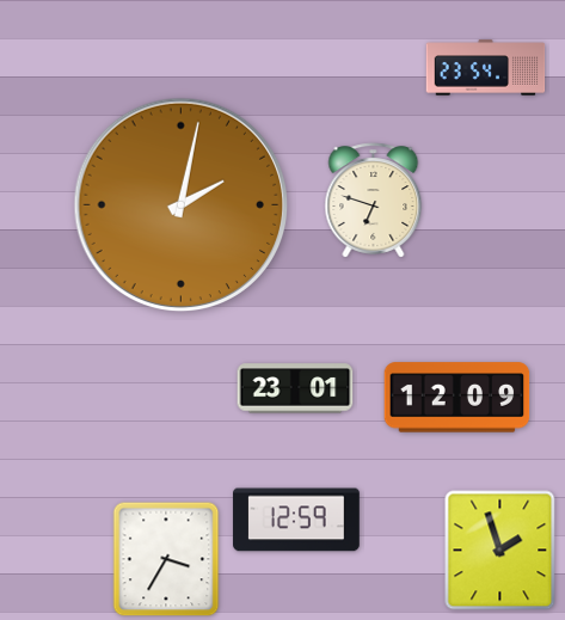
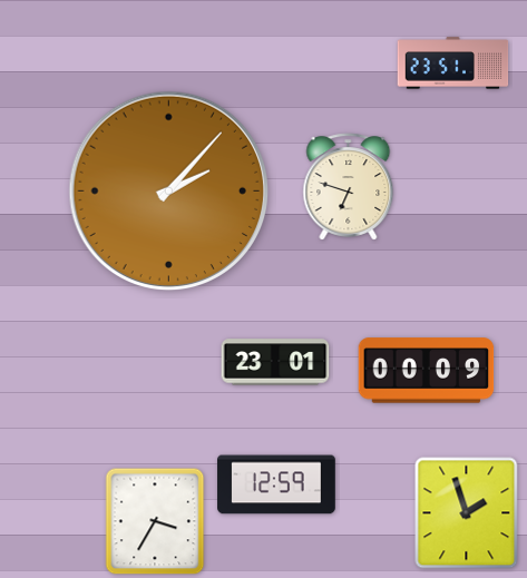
clock at (486, 68): 23:54 -> 23:51
clock at (182, 205): 2:02 -> 2:07
clock at (457, 398): 12:09 -> 00:09
